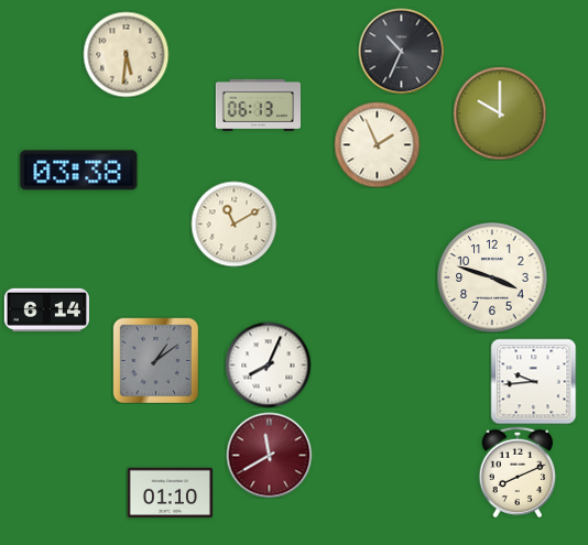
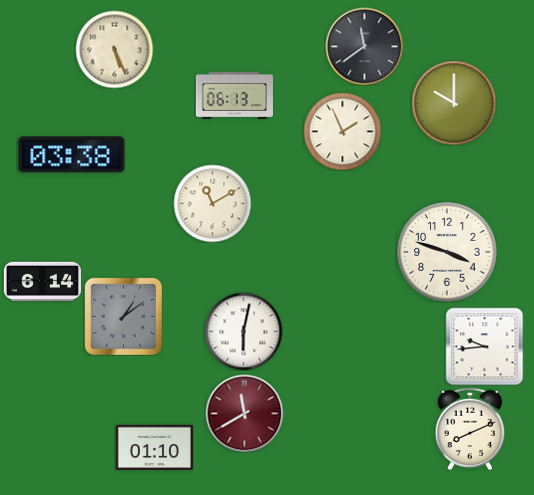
clock at (401, 51): 10:34 -> 11:39
clock at (126, 54): 5:31 -> 5:26
clock at (155, 360) position: (155, 360) -> (123, 316)
clock at (268, 364): 8:04 -> 6:02
